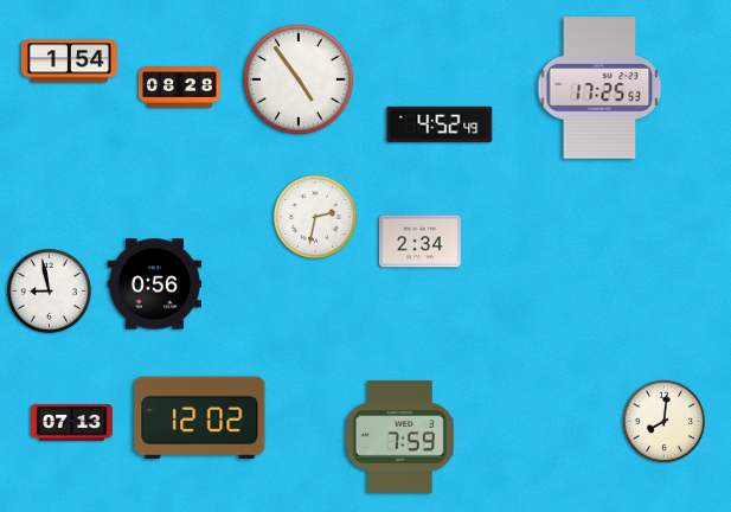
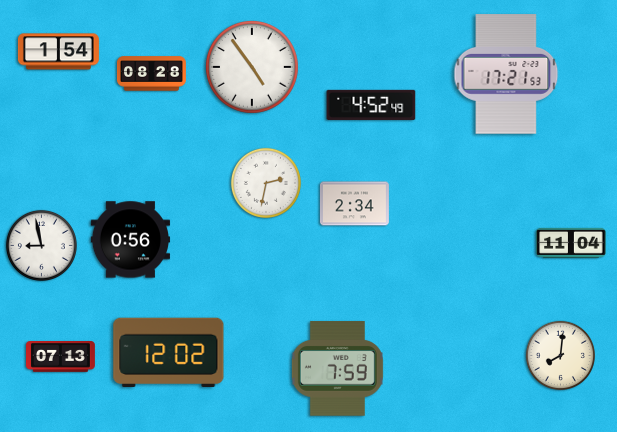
clock at (599, 88): 17:25 -> 17:21
clock at (571, 243): none -> 11:04
